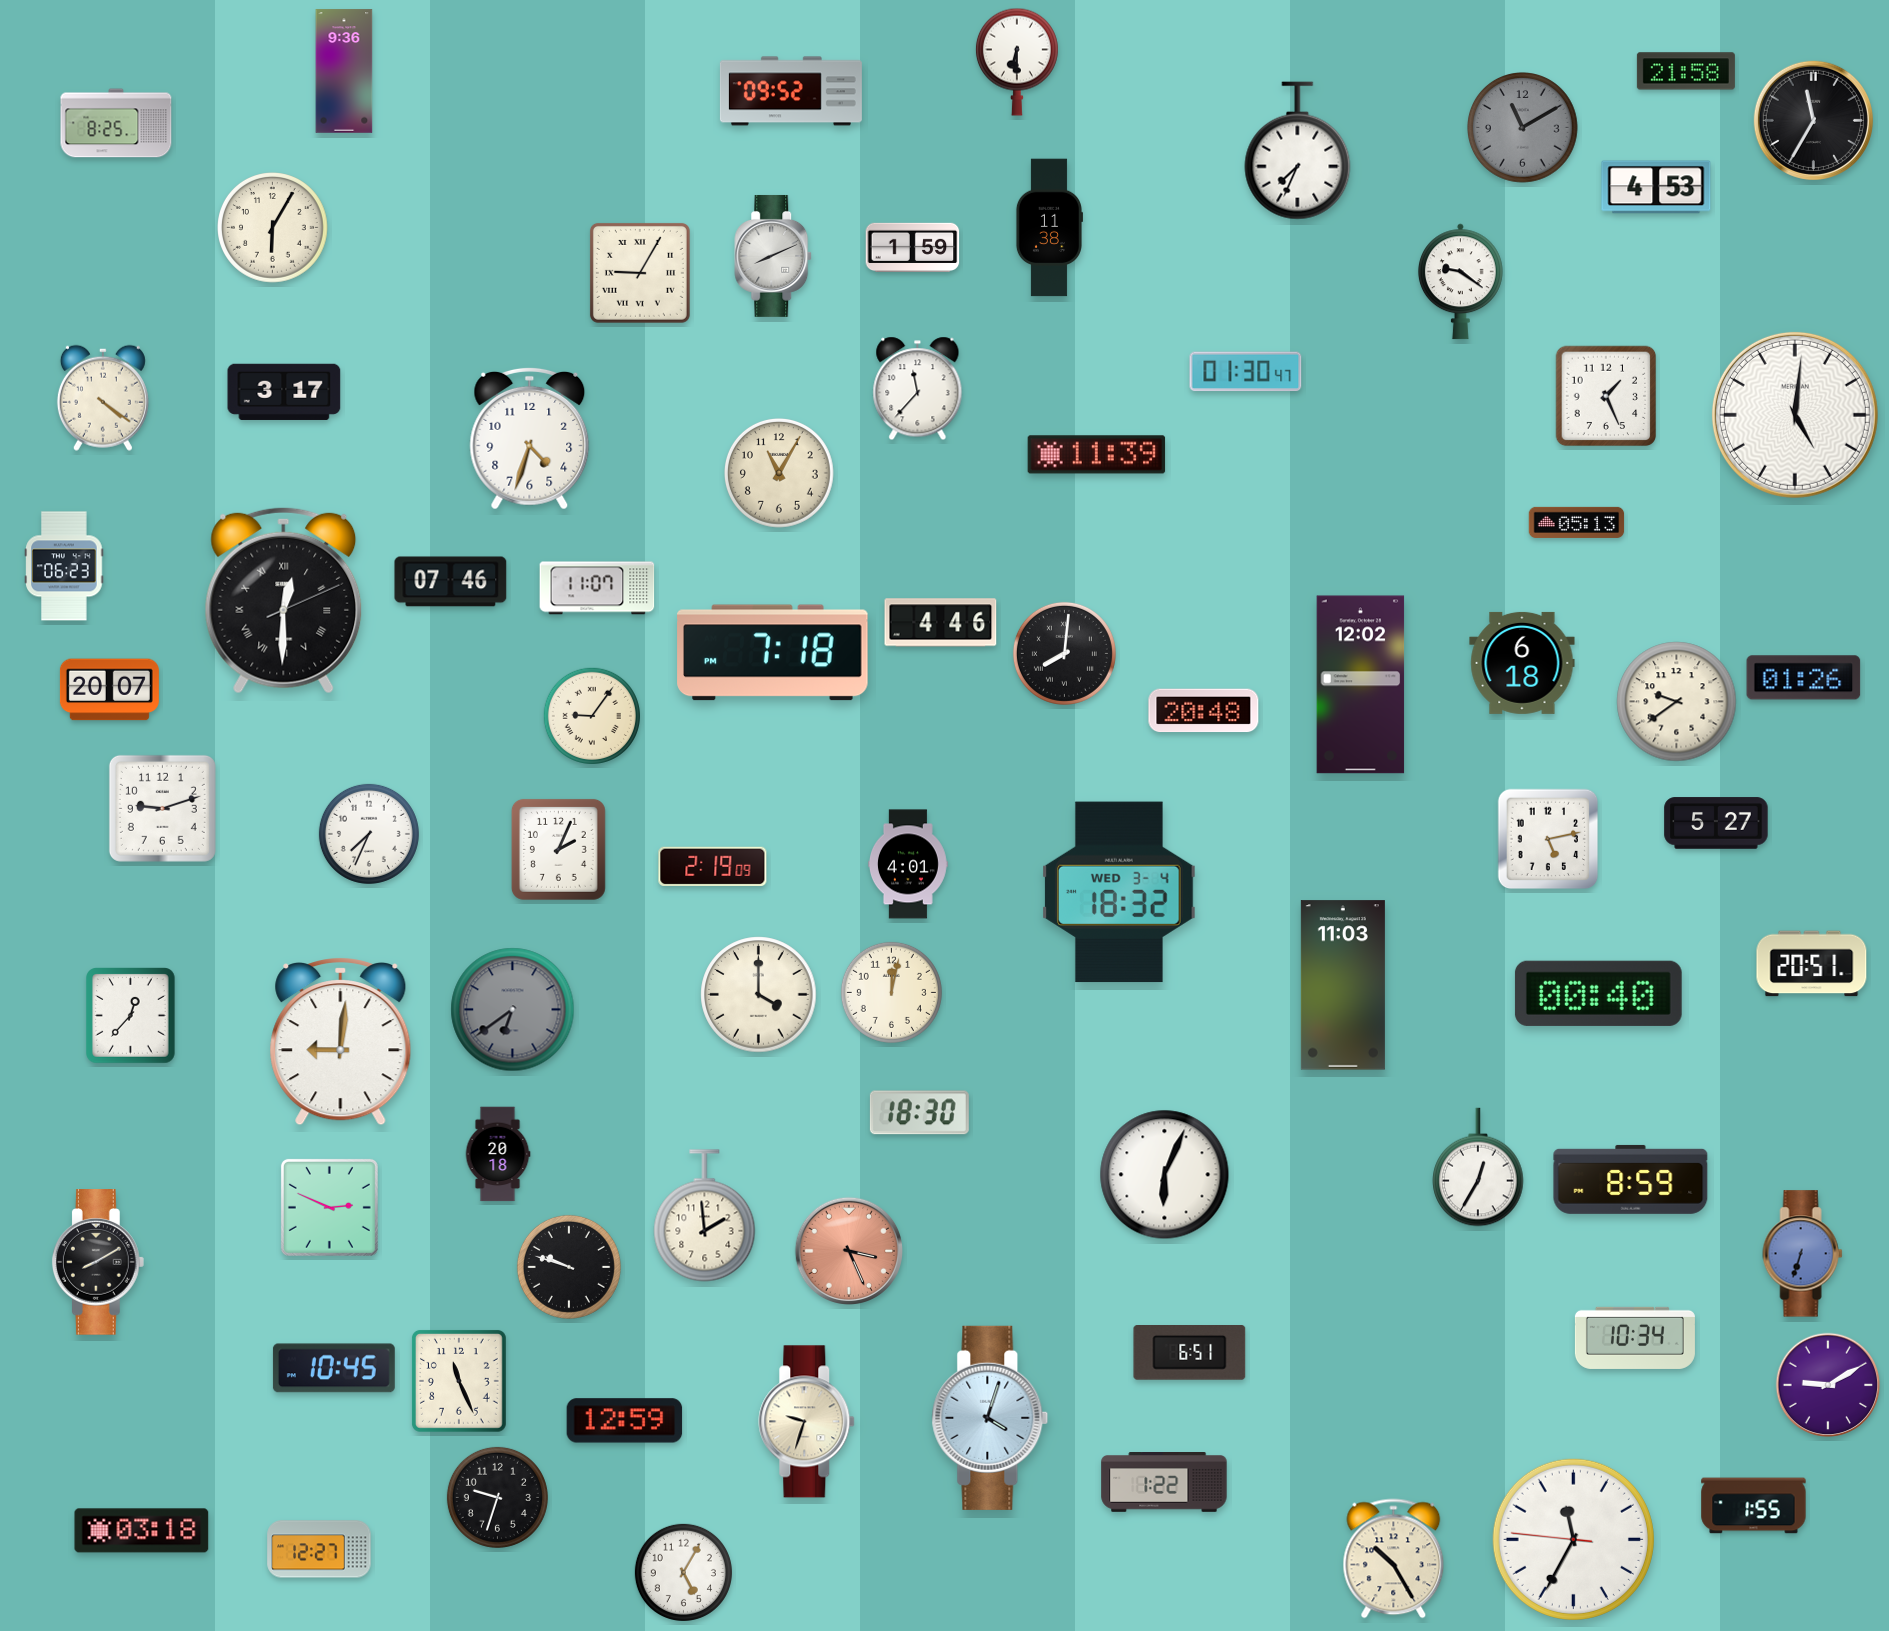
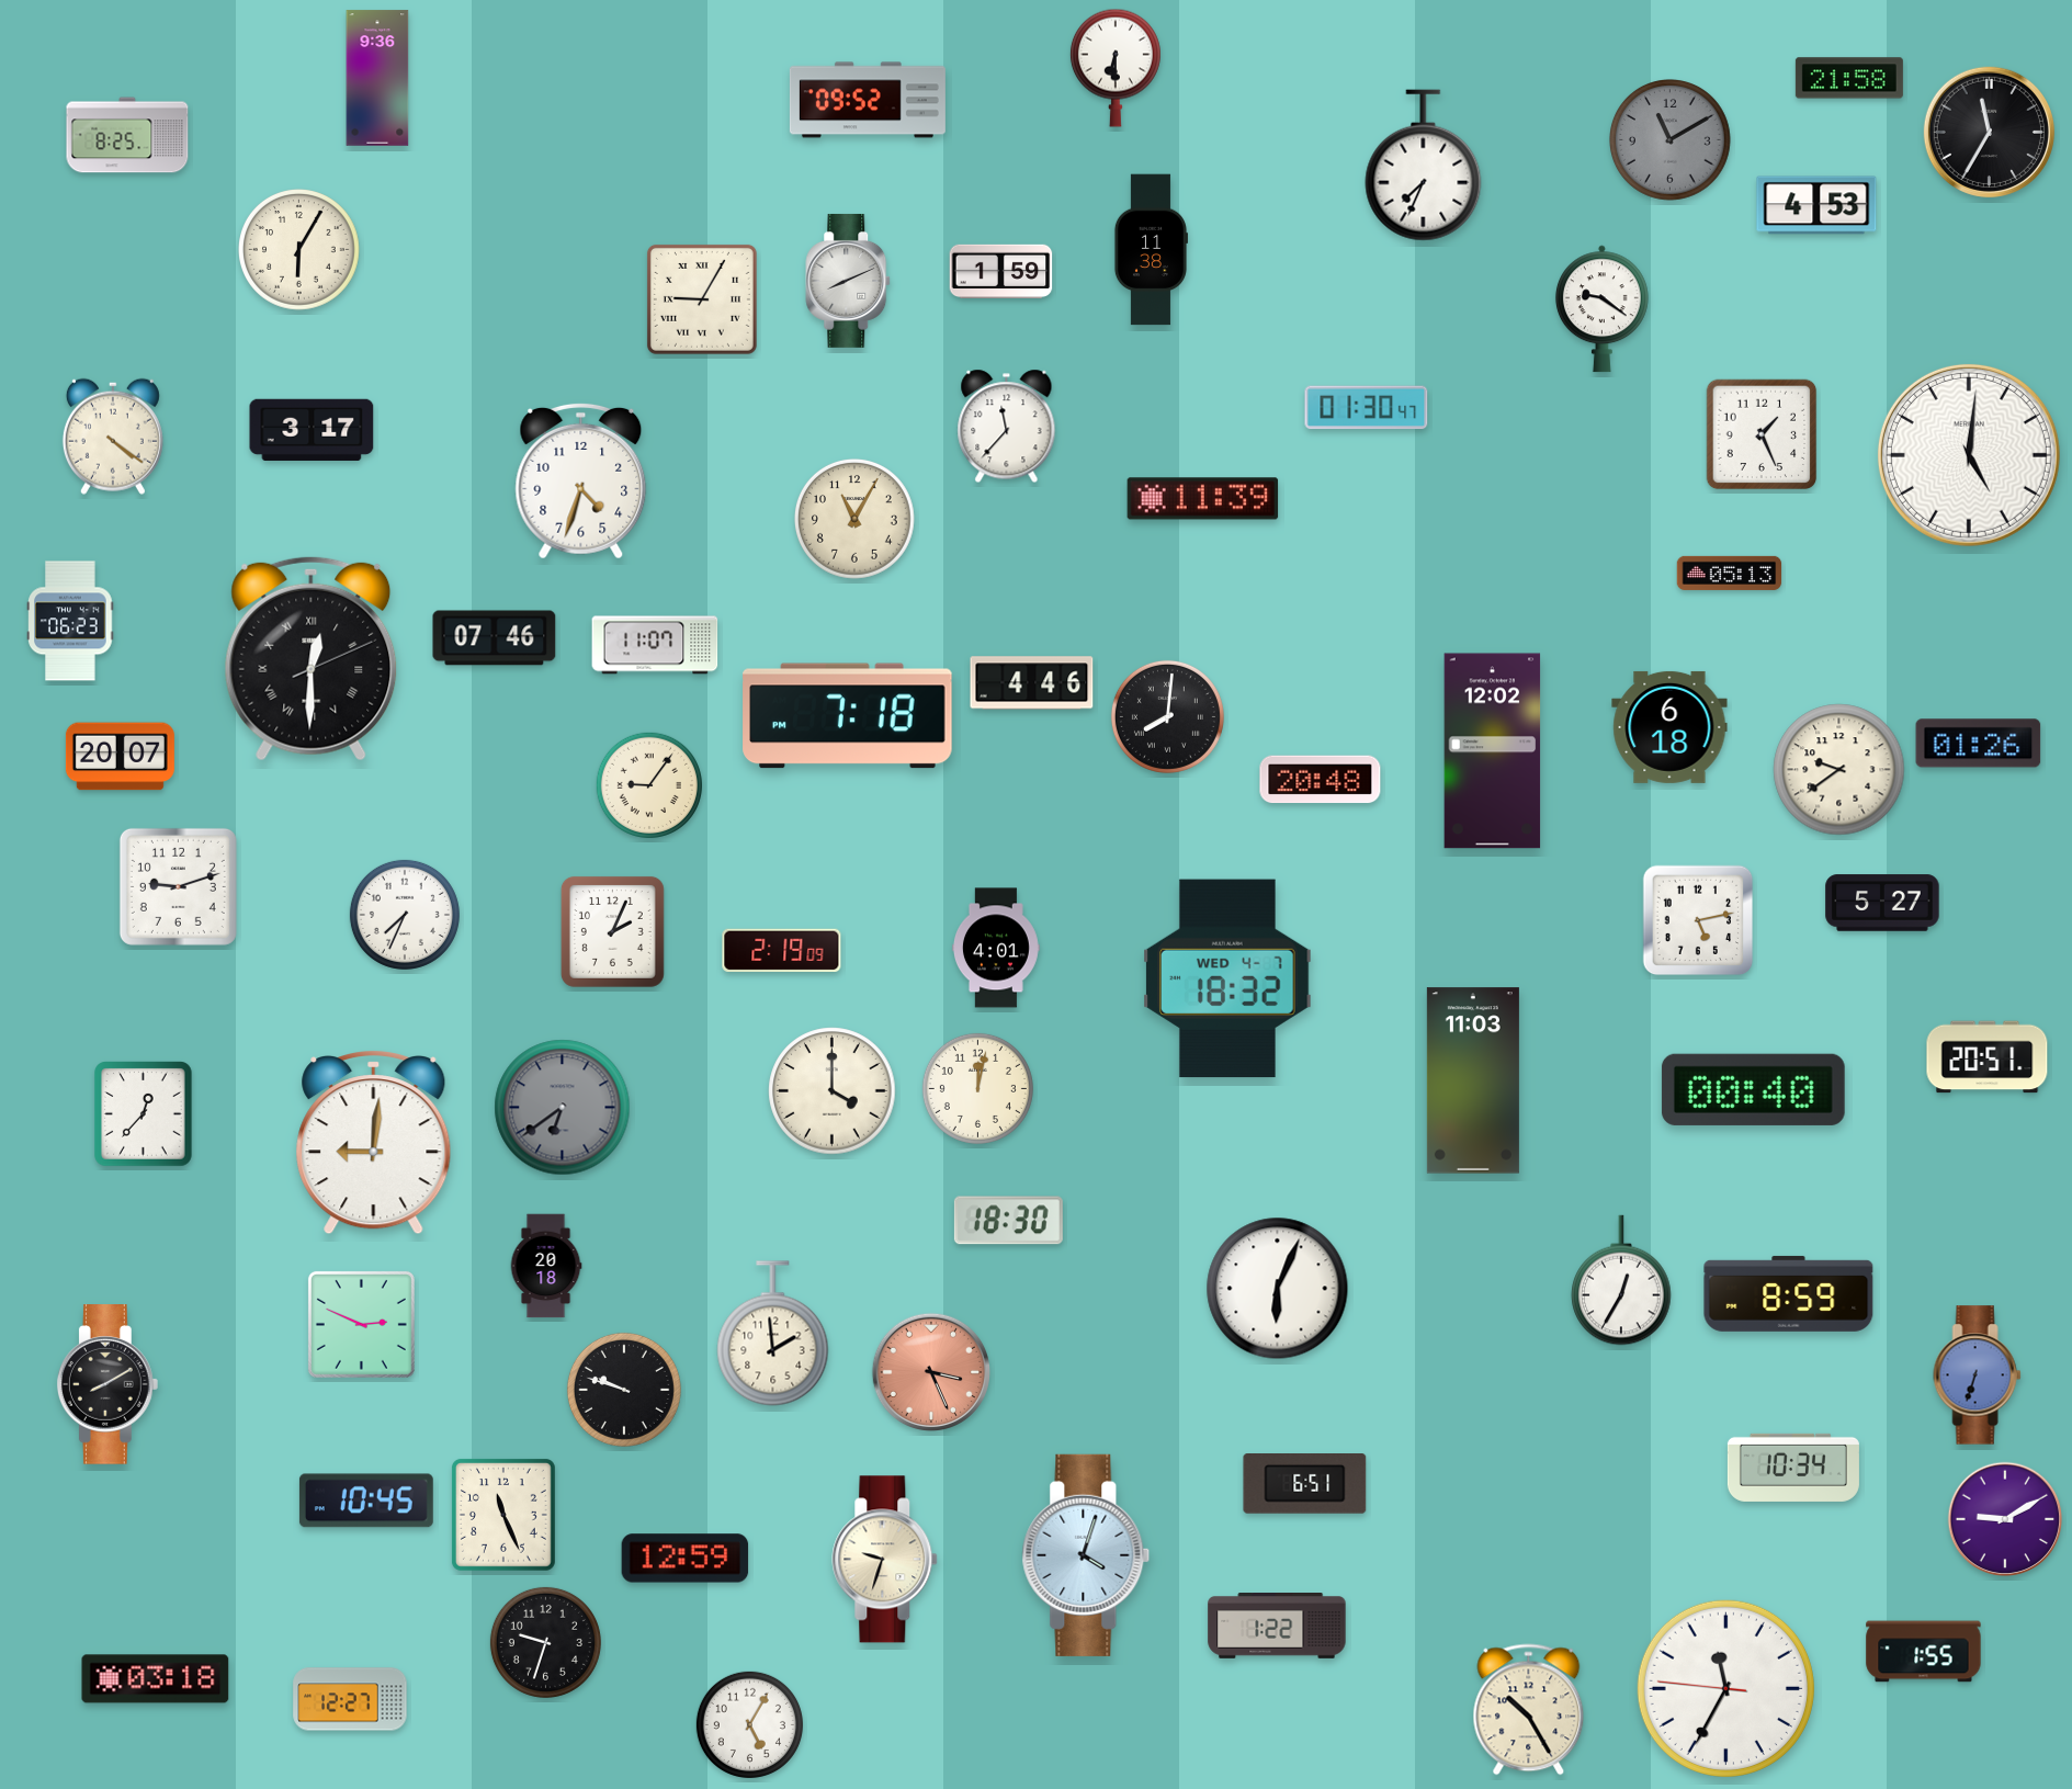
clock at (1119, 892) date: WED 3-4 -> WED 4-7
